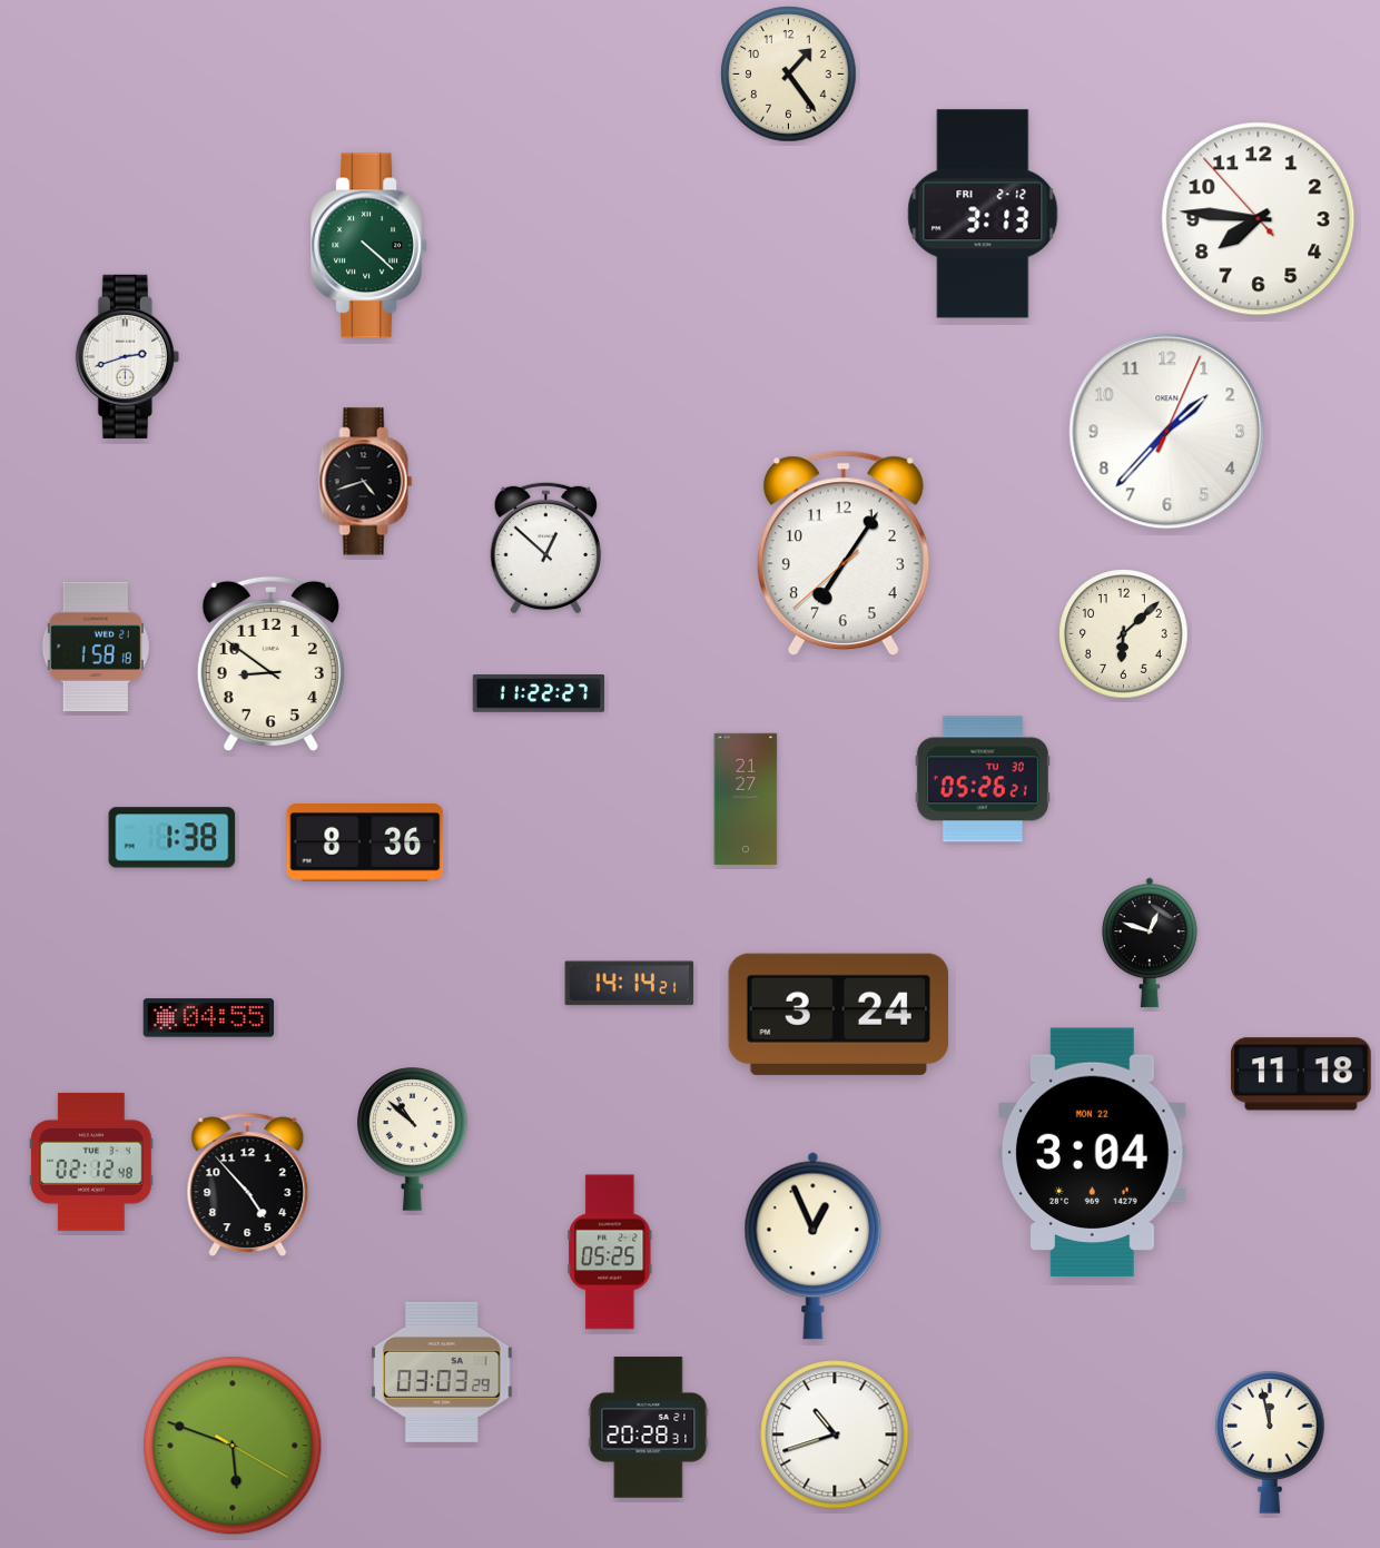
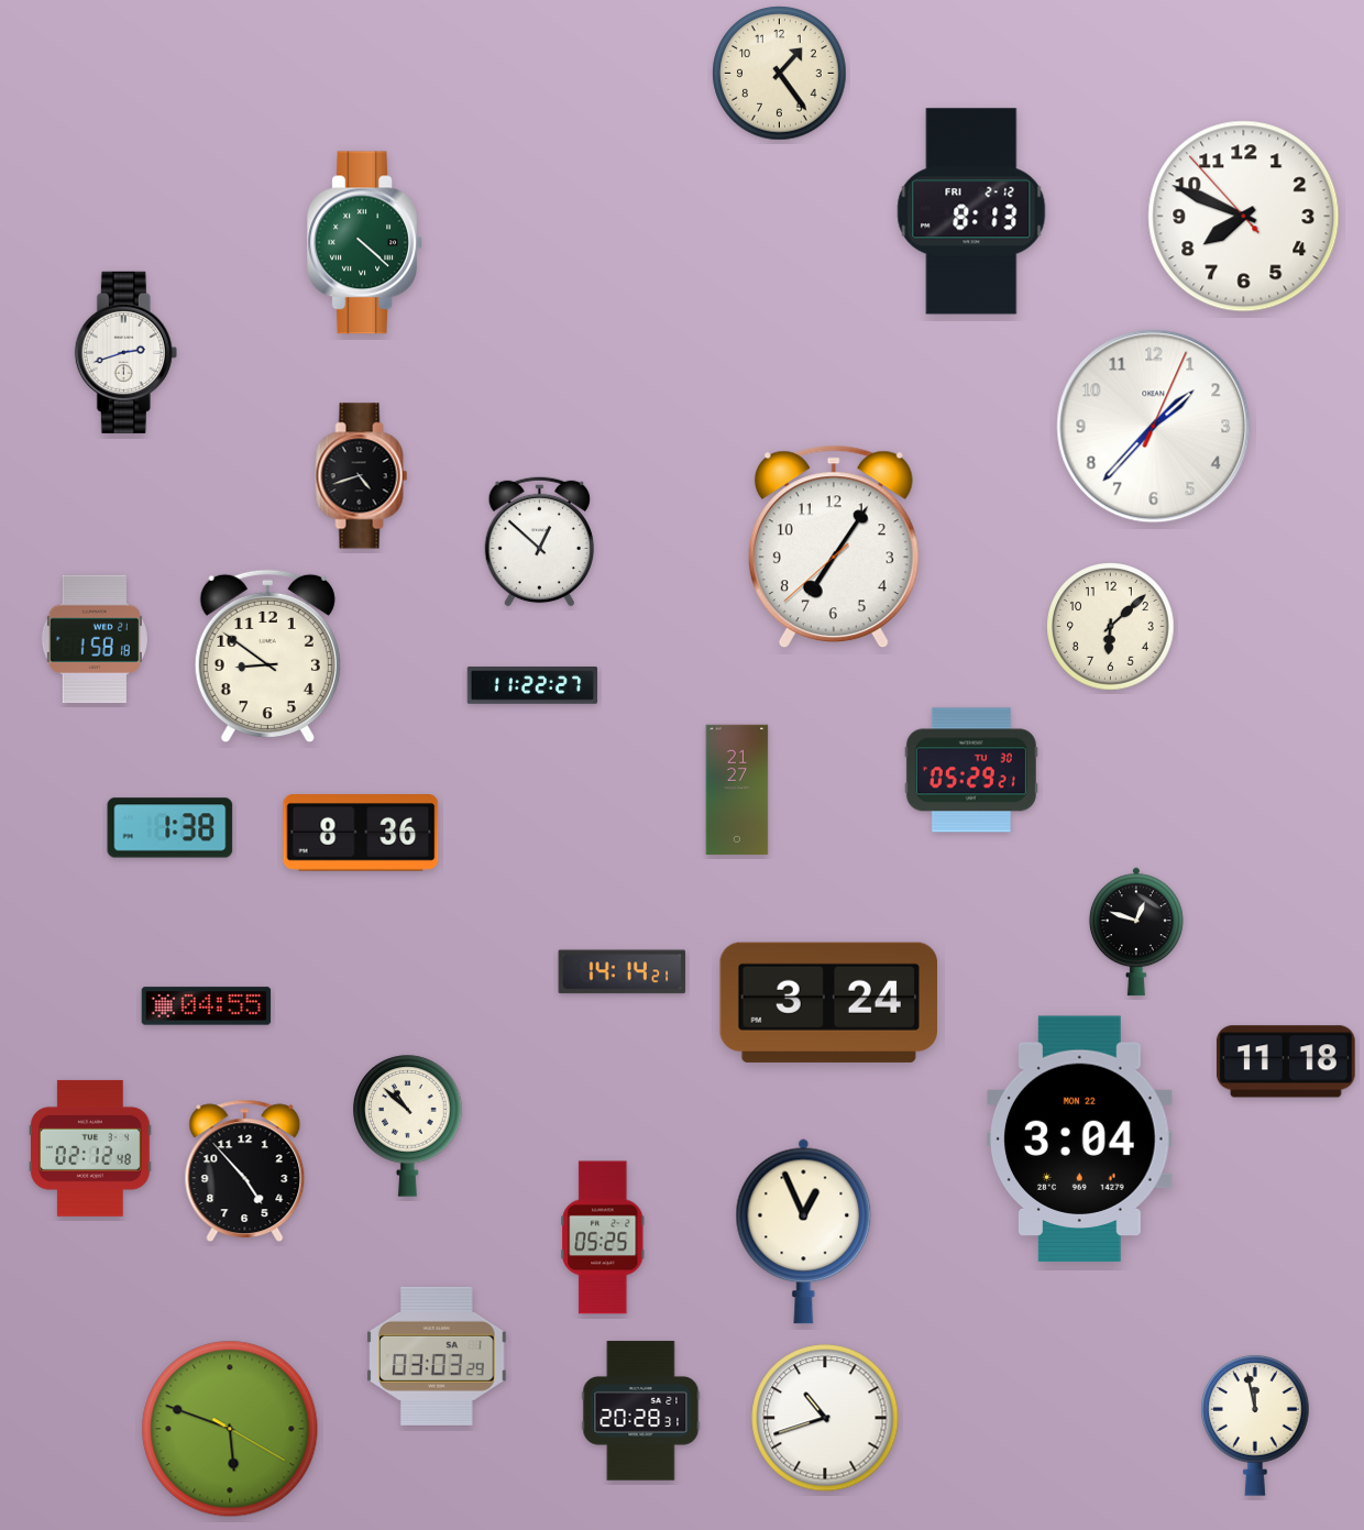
clock at (983, 214): 3:13 -> 8:13
clock at (1259, 219): 7:45 -> 7:48
clock at (983, 779): 05:26 -> 05:29
